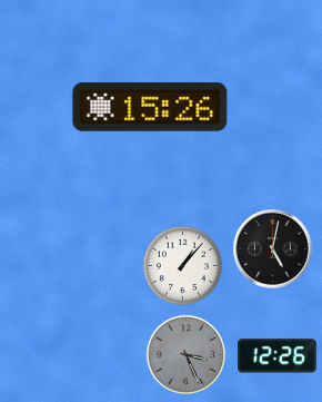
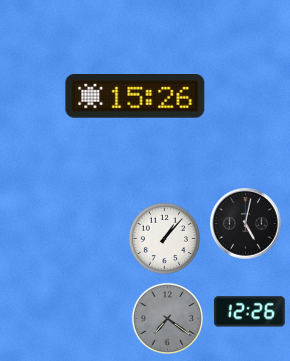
clock at (187, 355): 3:26 -> 7:21
clock at (278, 356) position: (278, 356) -> (250, 312)
